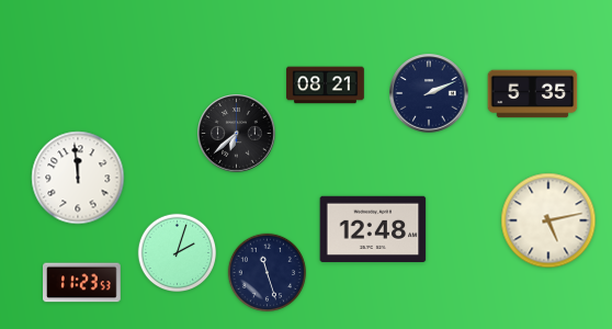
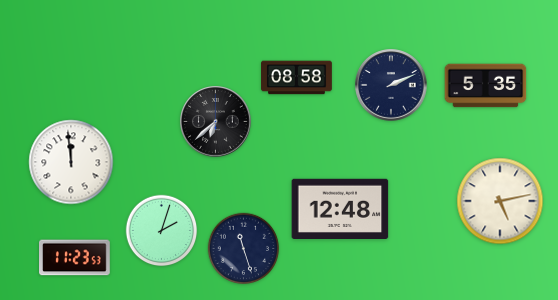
clock at (326, 86): 08:21 -> 08:58
